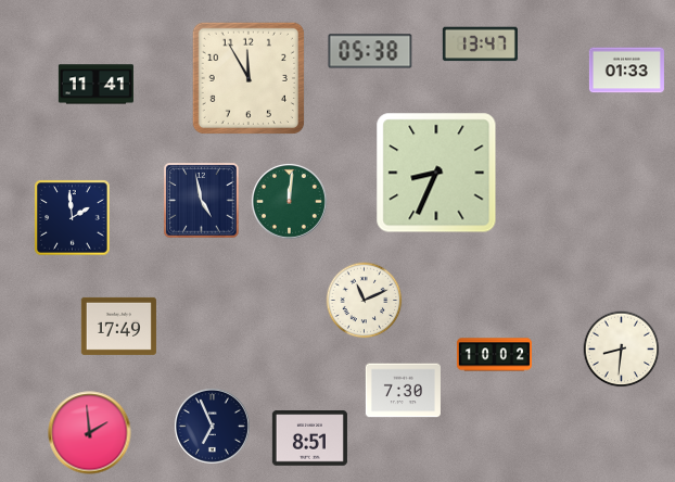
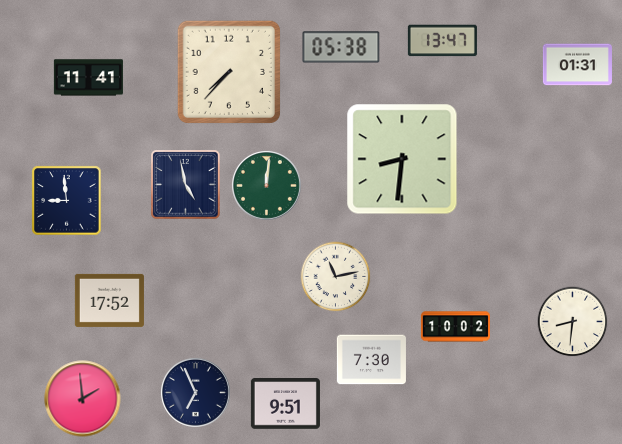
clock at (626, 71): 01:33 -> 01:31
clock at (249, 78): 11:55 -> 7:37
clock at (436, 173): 8:34 -> 8:31
clock at (73, 218): 1:59 -> 8:59
clock at (365, 301): 11:11 -> 11:13
clock at (118, 326): 17:49 -> 17:52
clock at (309, 439): 8:51 -> 9:51
